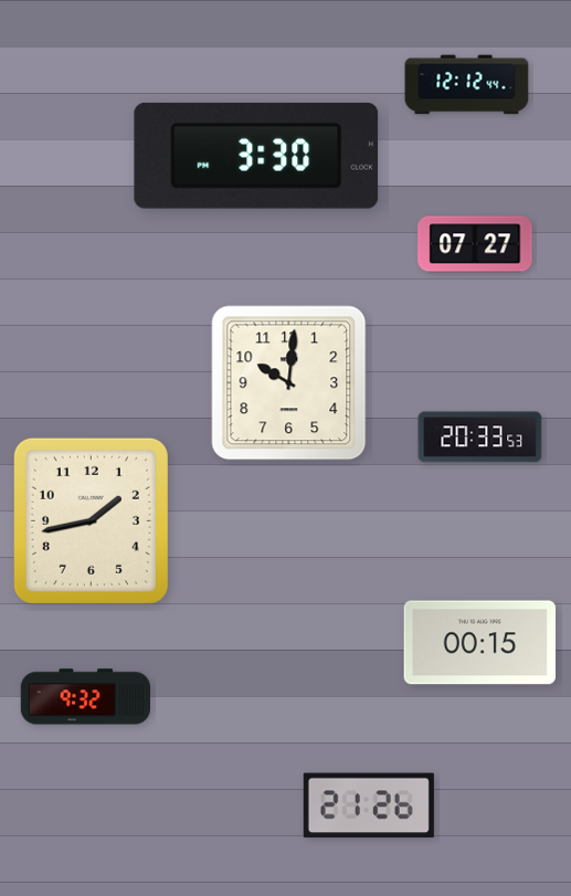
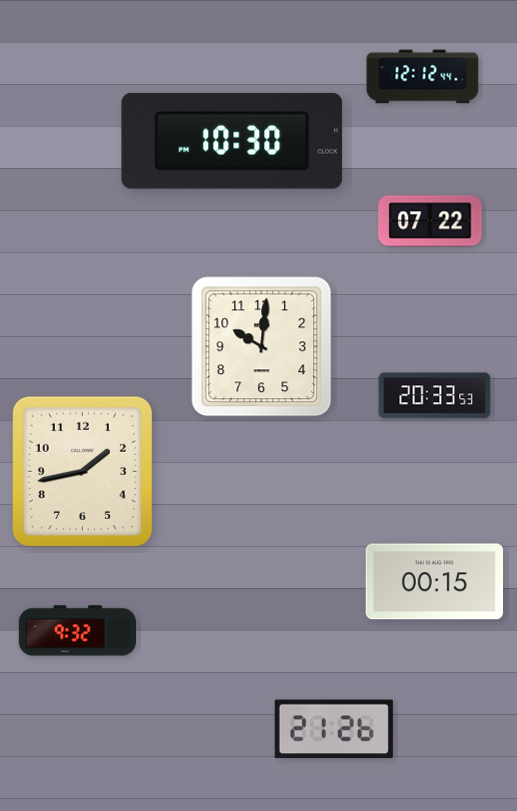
clock at (256, 156): 3:30 -> 10:30
clock at (475, 244): 07:27 -> 07:22
